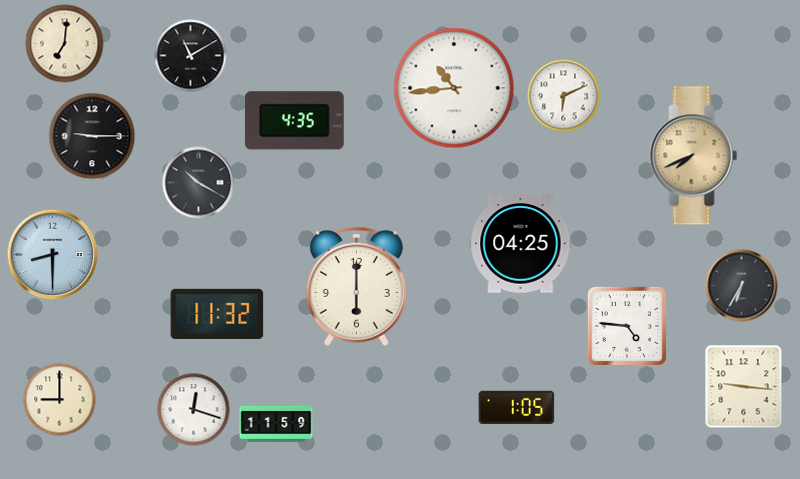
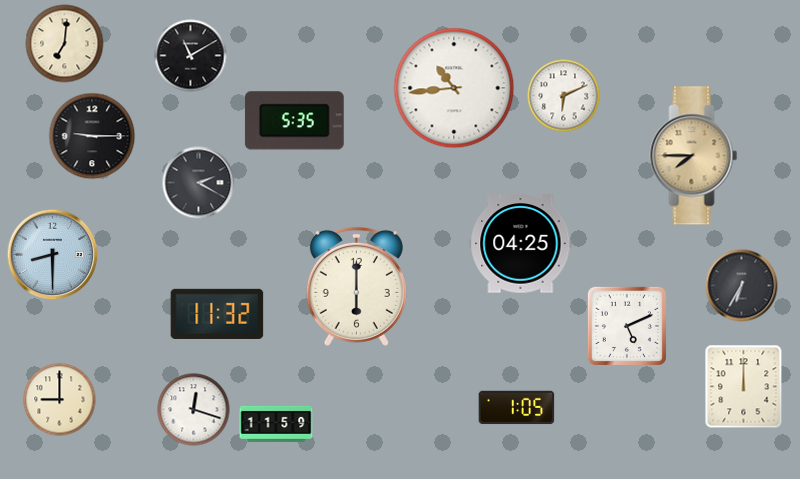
clock at (294, 121): 4:35 -> 5:35
clock at (694, 156): 7:41 -> 7:45
clock at (199, 183): 10:20 -> 2:20
clock at (627, 326): 4:46 -> 5:11
clock at (744, 387): 9:16 -> 12:00
